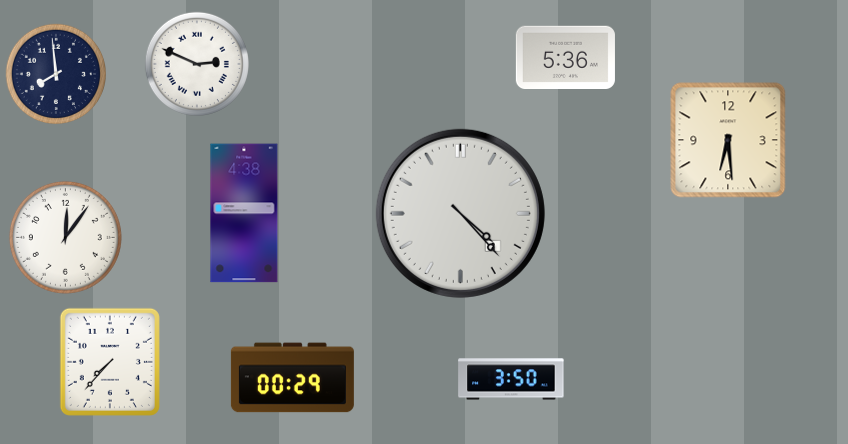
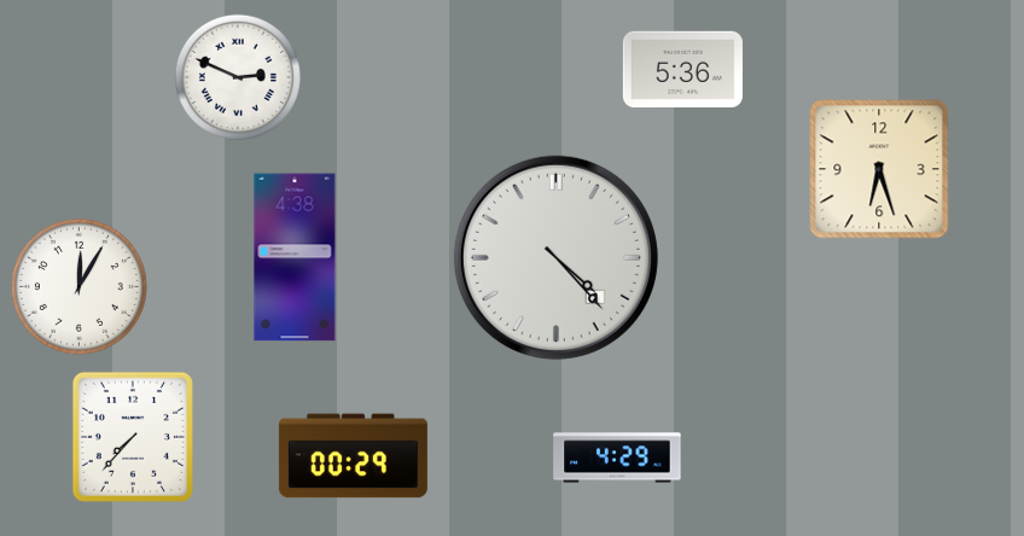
clock at (55, 73): 7:59 -> none
clock at (728, 140): 6:29 -> 6:27
clock at (65, 237): 12:06 -> 12:05
clock at (511, 379): 3:50 -> 4:29
